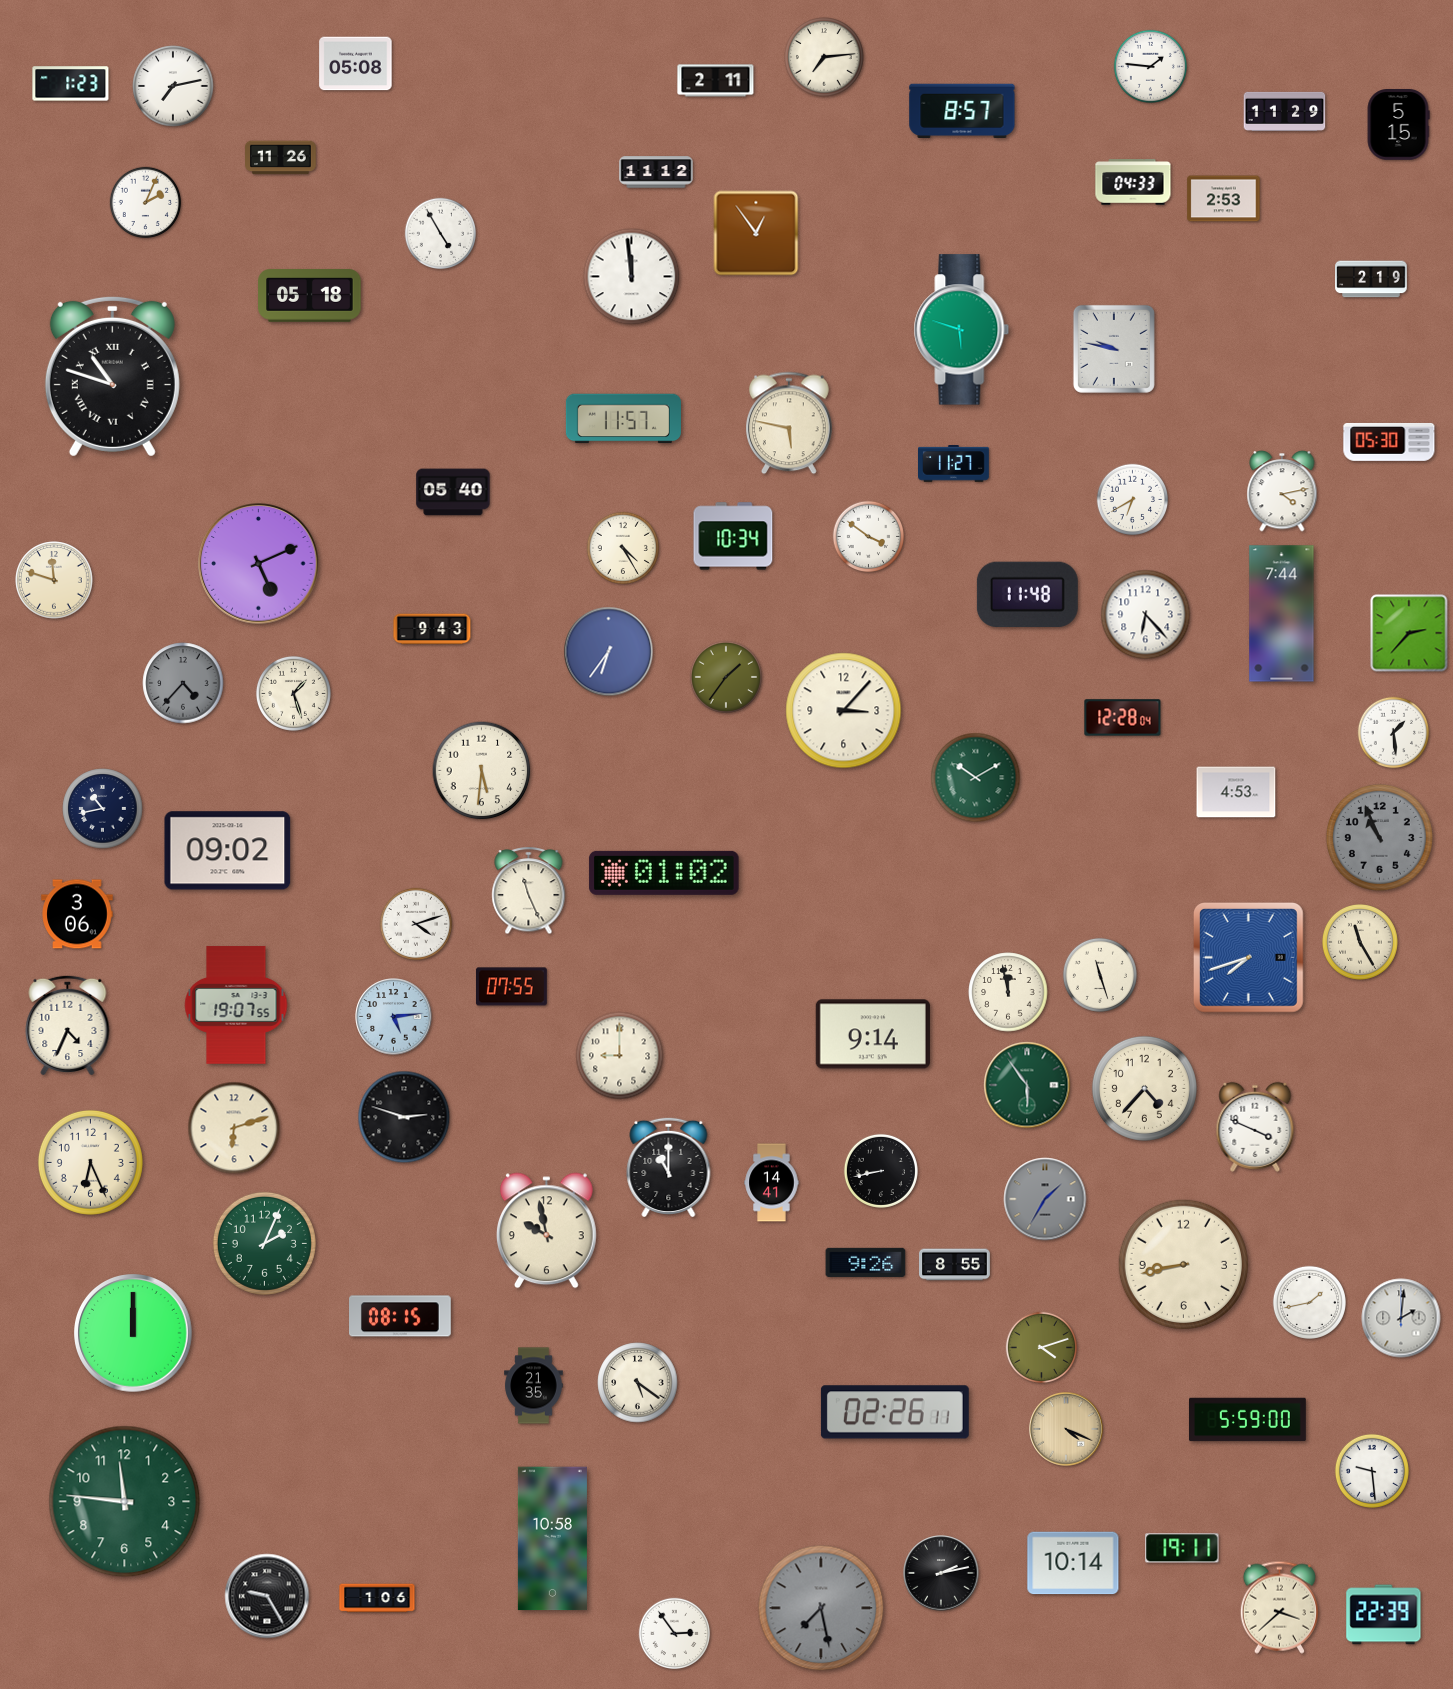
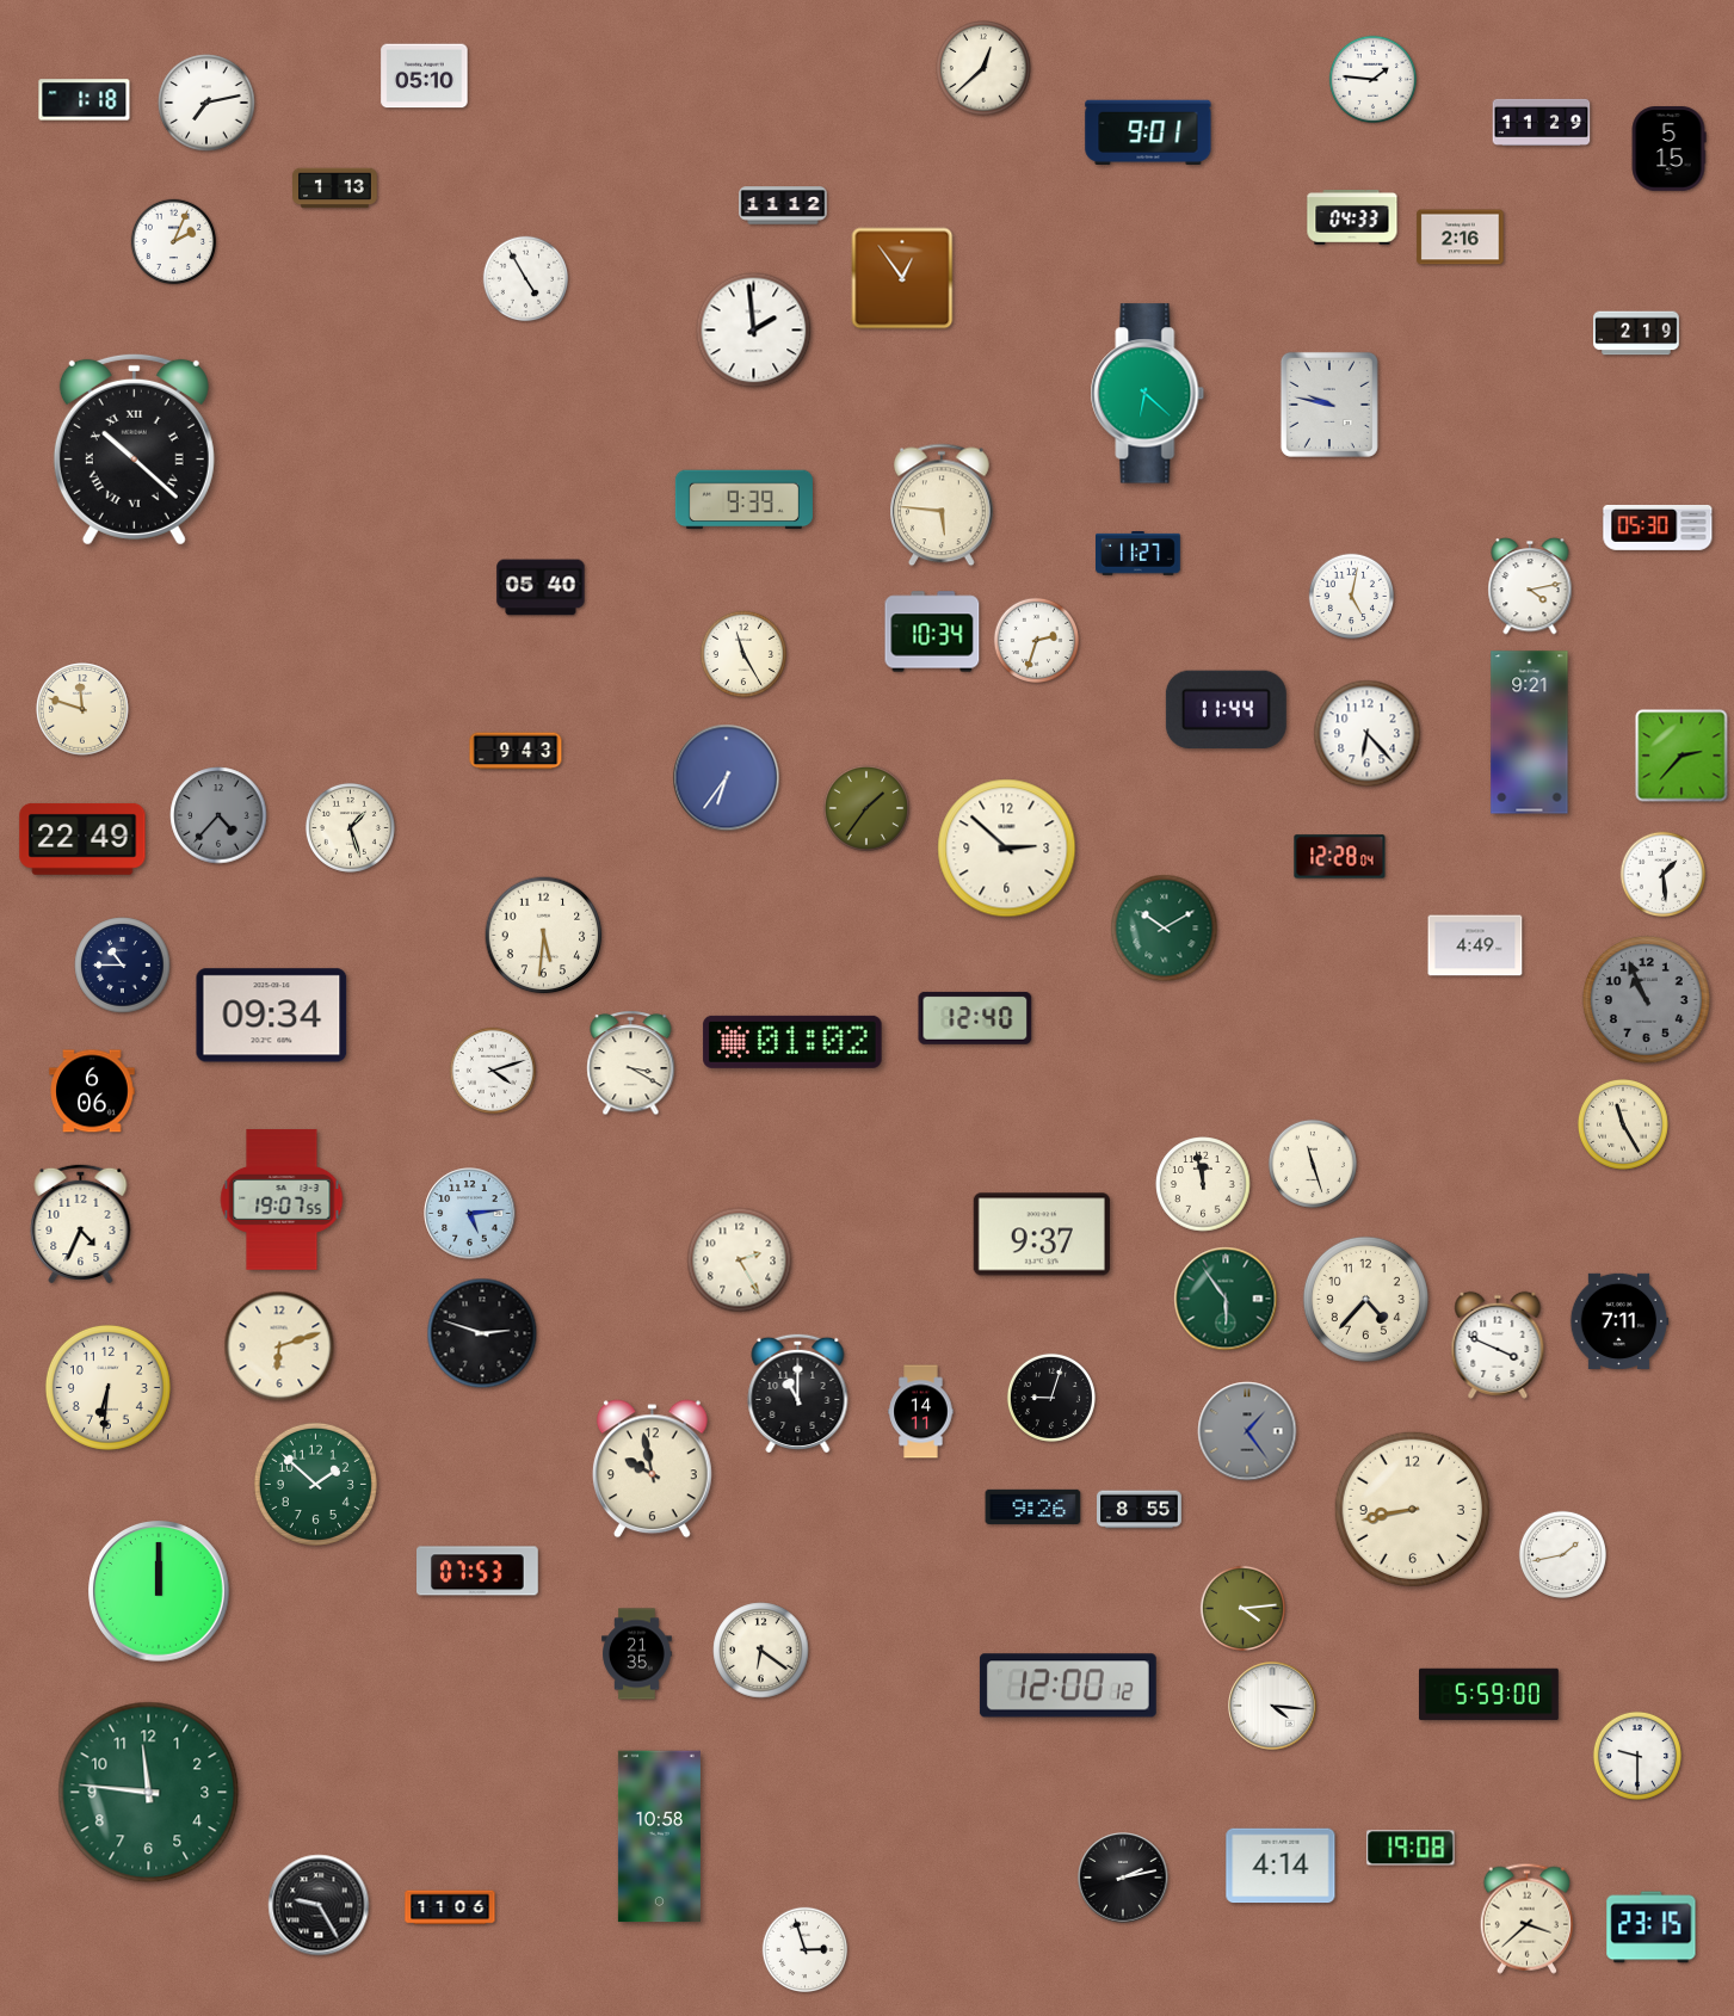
clock at (824, 57): 7:14 -> 12:38
clock at (356, 64): 05:08 -> 05:10
clock at (716, 81): 2:11 -> none
clock at (71, 84): 1:23 -> 1:18
clock at (962, 111): 8:57 -> 9:01
clock at (1285, 111) position: (1285, 111) -> (1542, 122)
clock at (281, 158): 11:26 -> 1:13
clock at (1224, 199): 2:53 -> 2:16
clock at (632, 277): 11:59 -> 1:59
clock at (310, 296): 05:18 -> none
clock at (962, 330): 5:48 -> 6:22
clock at (1114, 349) position: (1114, 349) -> (1329, 405)
clock at (112, 376): 10:48 -> 10:22
clock at (623, 419): 11:57 -> 9:39
clock at (790, 423): 5:47 -> 5:46
clock at (1133, 500): 6:40 -> 5:02
clock at (733, 536) position: (733, 536) -> (932, 631)
clock at (869, 537): 3:51 -> 2:33
clock at (622, 547): 4:25 -> 11:25
clock at (259, 564): 5:11 -> none
clock at (54, 580) position: (54, 580) -> (82, 709)
clock at (1027, 594): 11:48 -> 11:44
clock at (1282, 614): 7:44 -> 9:21
clock at (82, 839): none -> 22:49
clock at (844, 711): 3:07 -> 2:52
clock at (482, 771) position: (482, 771) -> (544, 936)
clock at (1236, 792): 4:53 -> 4:49
clock at (103, 809): 10:43 -> 10:45
clock at (228, 851): 09:02 -> 09:34
clock at (975, 1018): none -> 12:40
clock at (529, 891): 11:26 -> 3:20
clock at (77, 914): 3:06 -> 6:06
clock at (415, 923) position: (415, 923) -> (492, 1069)
clock at (1249, 958): 7:42 -> none
clock at (512, 987): 07:55 -> none
clock at (873, 1034): 9:14 -> 9:37
clock at (620, 1056): 9:00 -> 2:25
clock at (1027, 1085) position: (1027, 1085) -> (1226, 1299)
clock at (1619, 1320): none -> 7:11
clock at (90, 1162): 6:26 -> 6:31
clock at (881, 1171): 8:43 -> 9:03
clock at (772, 1183): 14:41 -> 14:11
clock at (1045, 1199): 1:35 -> 1:24
clock at (264, 1243): 2:04 -> 1:52
clock at (401, 1316): 08:15 -> 07:53
clock at (1401, 1318): 2:01 -> none
clock at (1042, 1348): 4:12 -> 4:14
clock at (638, 1383): 5:21 -> 6:21
clock at (895, 1412): 02:26 -> 12:00
clock at (1066, 1429): 4:19 -> 4:16
clock at (1066, 1429) dial: champagne -> white
clock at (1372, 1471): 9:29 -> 9:30
clock at (1182, 1548): 19:11 -> 19:08
clock at (1073, 1563): 10:14 -> 4:14
clock at (377, 1598): 1:06 -> 11:06
clock at (821, 1608): 7:28 -> none
clock at (1384, 1615): 22:39 -> 23:15
clock at (675, 1634): 2:54 -> 2:57
